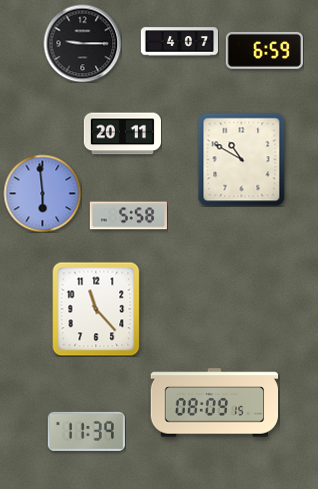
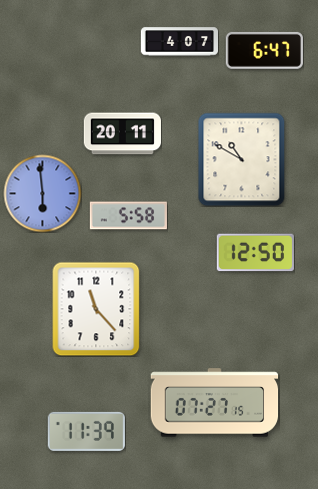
clock at (82, 43): 9:15 -> none
clock at (264, 50): 6:59 -> 6:47
clock at (255, 253): none -> 12:50
clock at (215, 403): 08:09 -> 07:27
